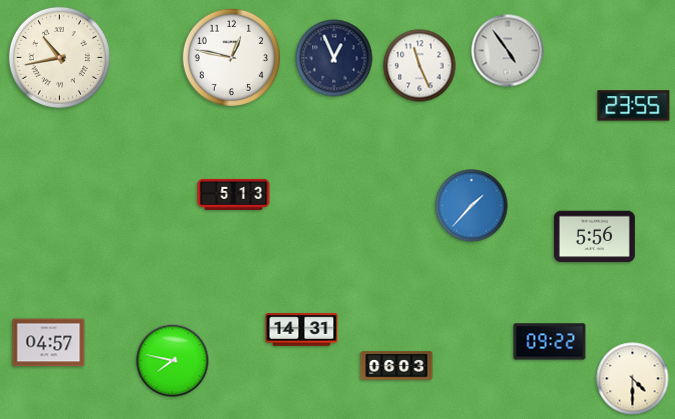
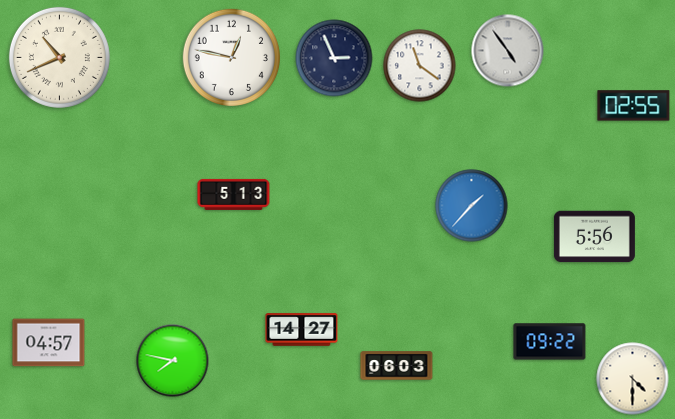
clock at (59, 57): 10:43 -> 10:41
clock at (334, 58): 12:56 -> 2:56
clock at (420, 66): 11:26 -> 11:21
clock at (634, 106): 23:55 -> 02:55
clock at (302, 330): 14:31 -> 14:27
